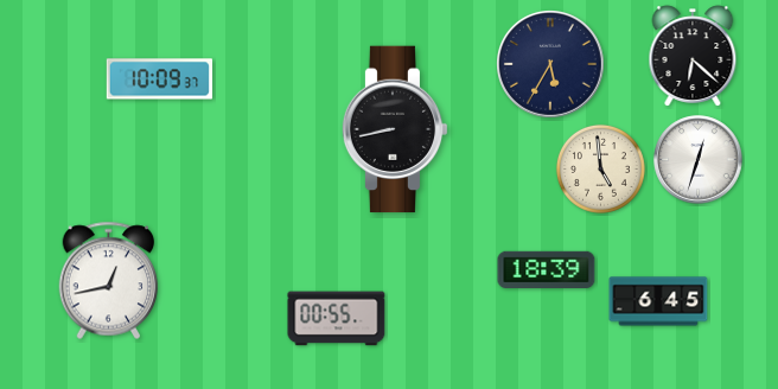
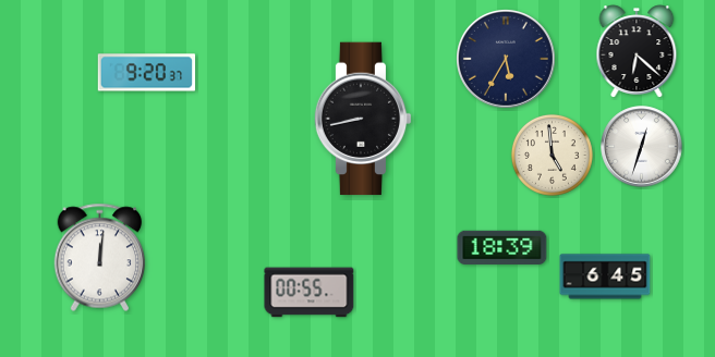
clock at (160, 79): 10:09 -> 9:20
clock at (109, 281): 12:43 -> 12:01
